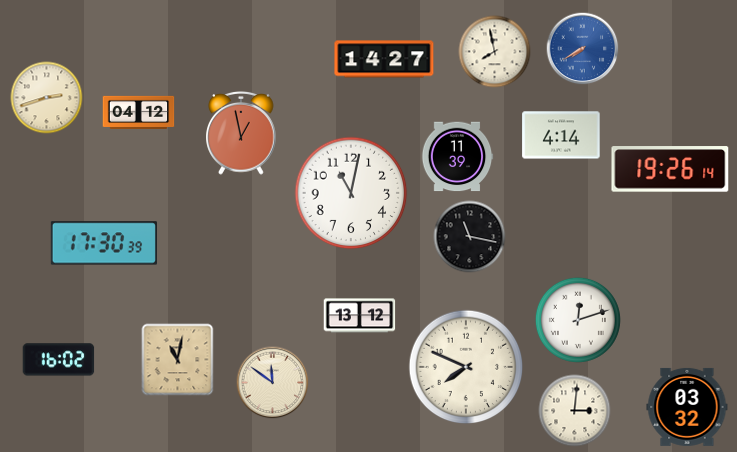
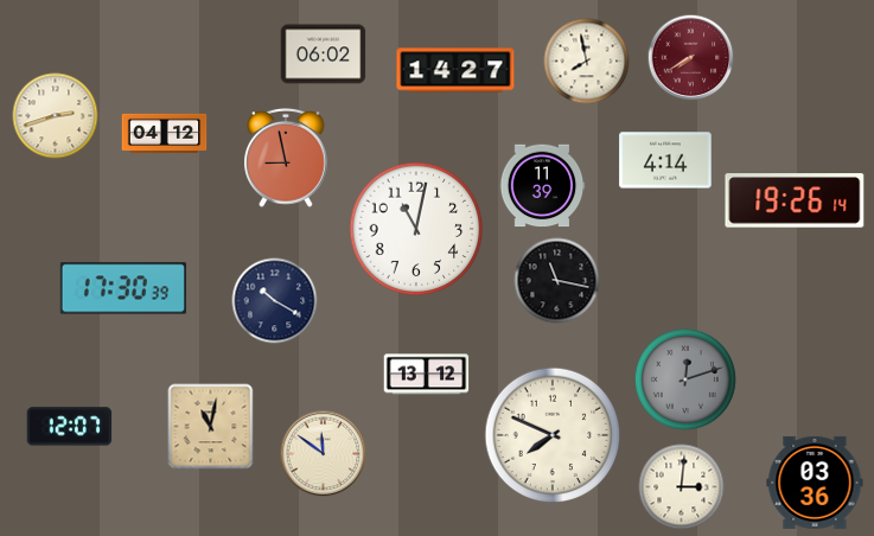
clock at (324, 55): none -> 06:02
clock at (583, 49) dial: blue -> burgundy
clock at (241, 133): 12:58 -> 8:58
clock at (275, 301): none -> 10:20
clock at (578, 320) dial: white -> grey
clock at (59, 360): 16:02 -> 12:07
clock at (687, 407): 03:32 -> 03:36
